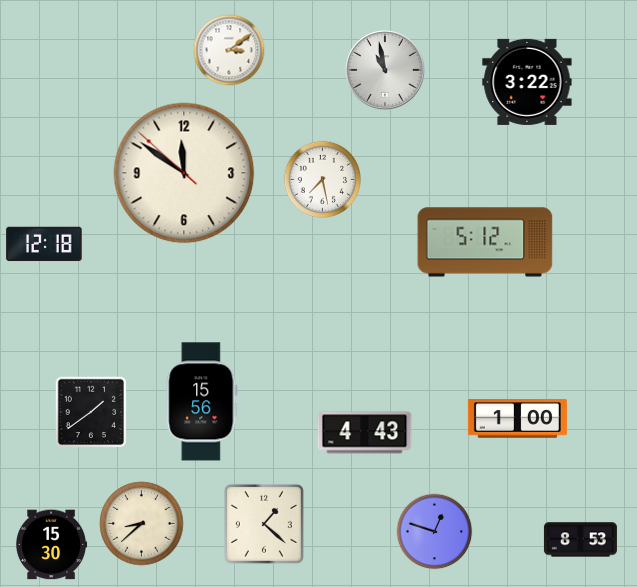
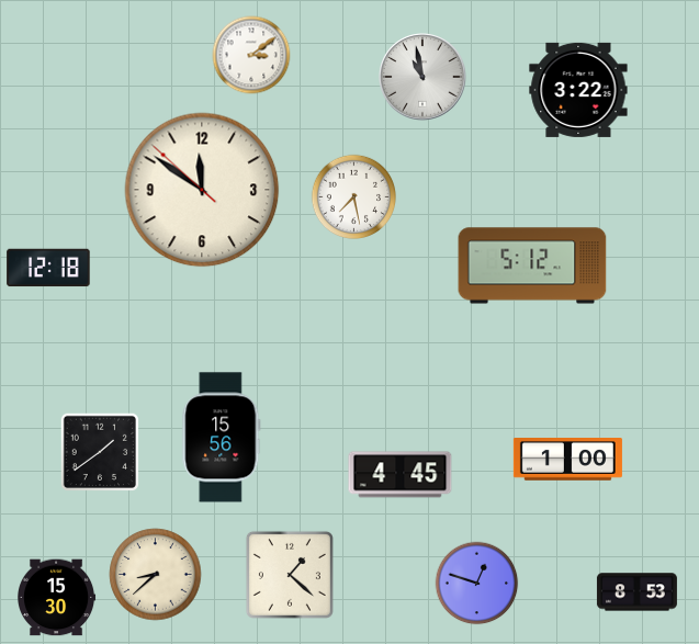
clock at (202, 402) position: (202, 402) -> (222, 438)
clock at (365, 433): 4:43 -> 4:45
